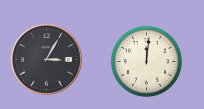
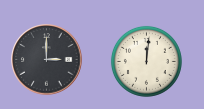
clock at (47, 60): 3:05 -> 3:00
